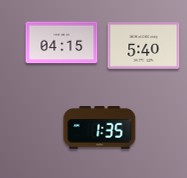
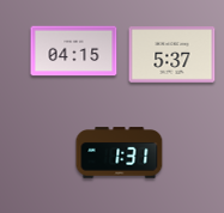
clock at (144, 46): 5:40 -> 5:37
clock at (100, 128): 1:35 -> 1:31
